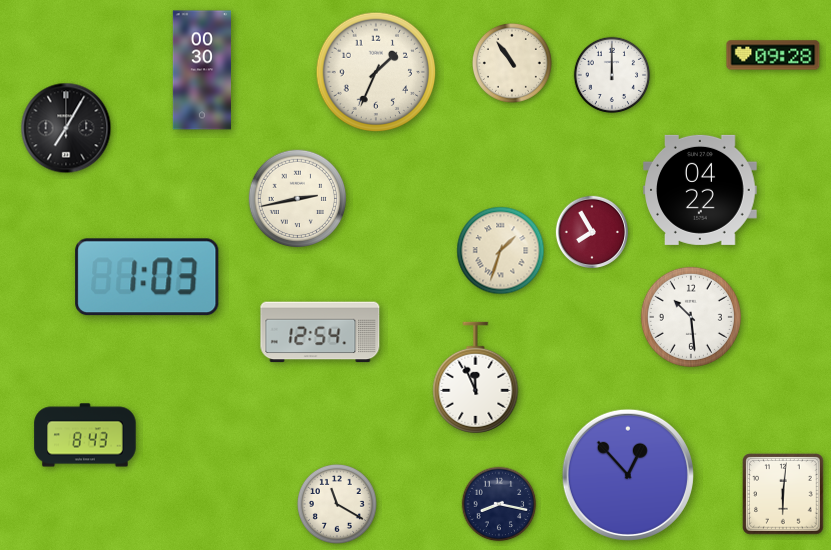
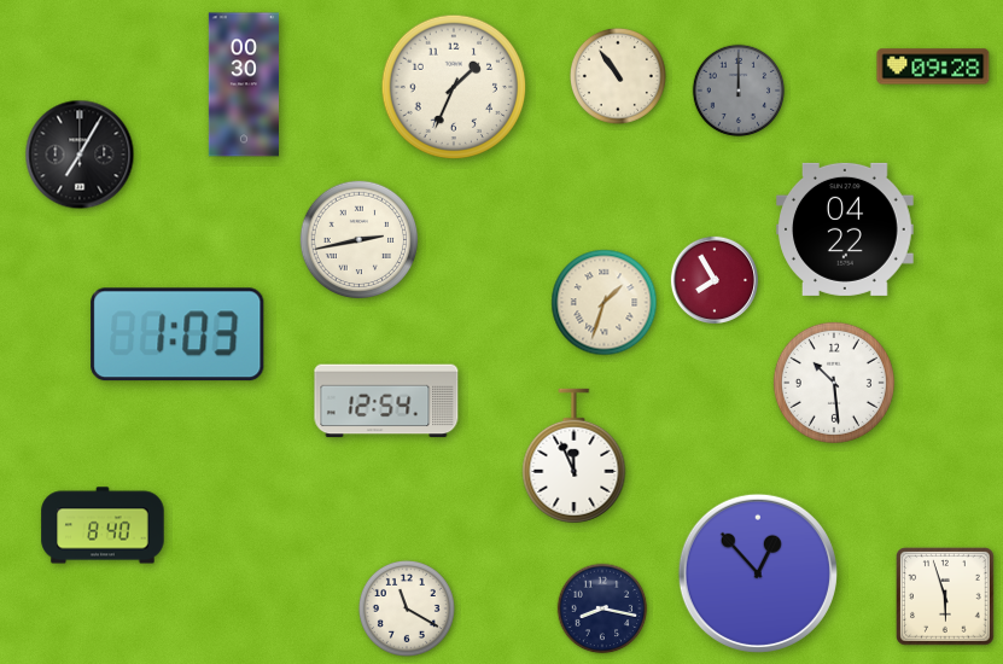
clock at (612, 75) dial: white -> grey
clock at (85, 435): 8:43 -> 8:40
clock at (783, 494): 6:01 -> 5:57
